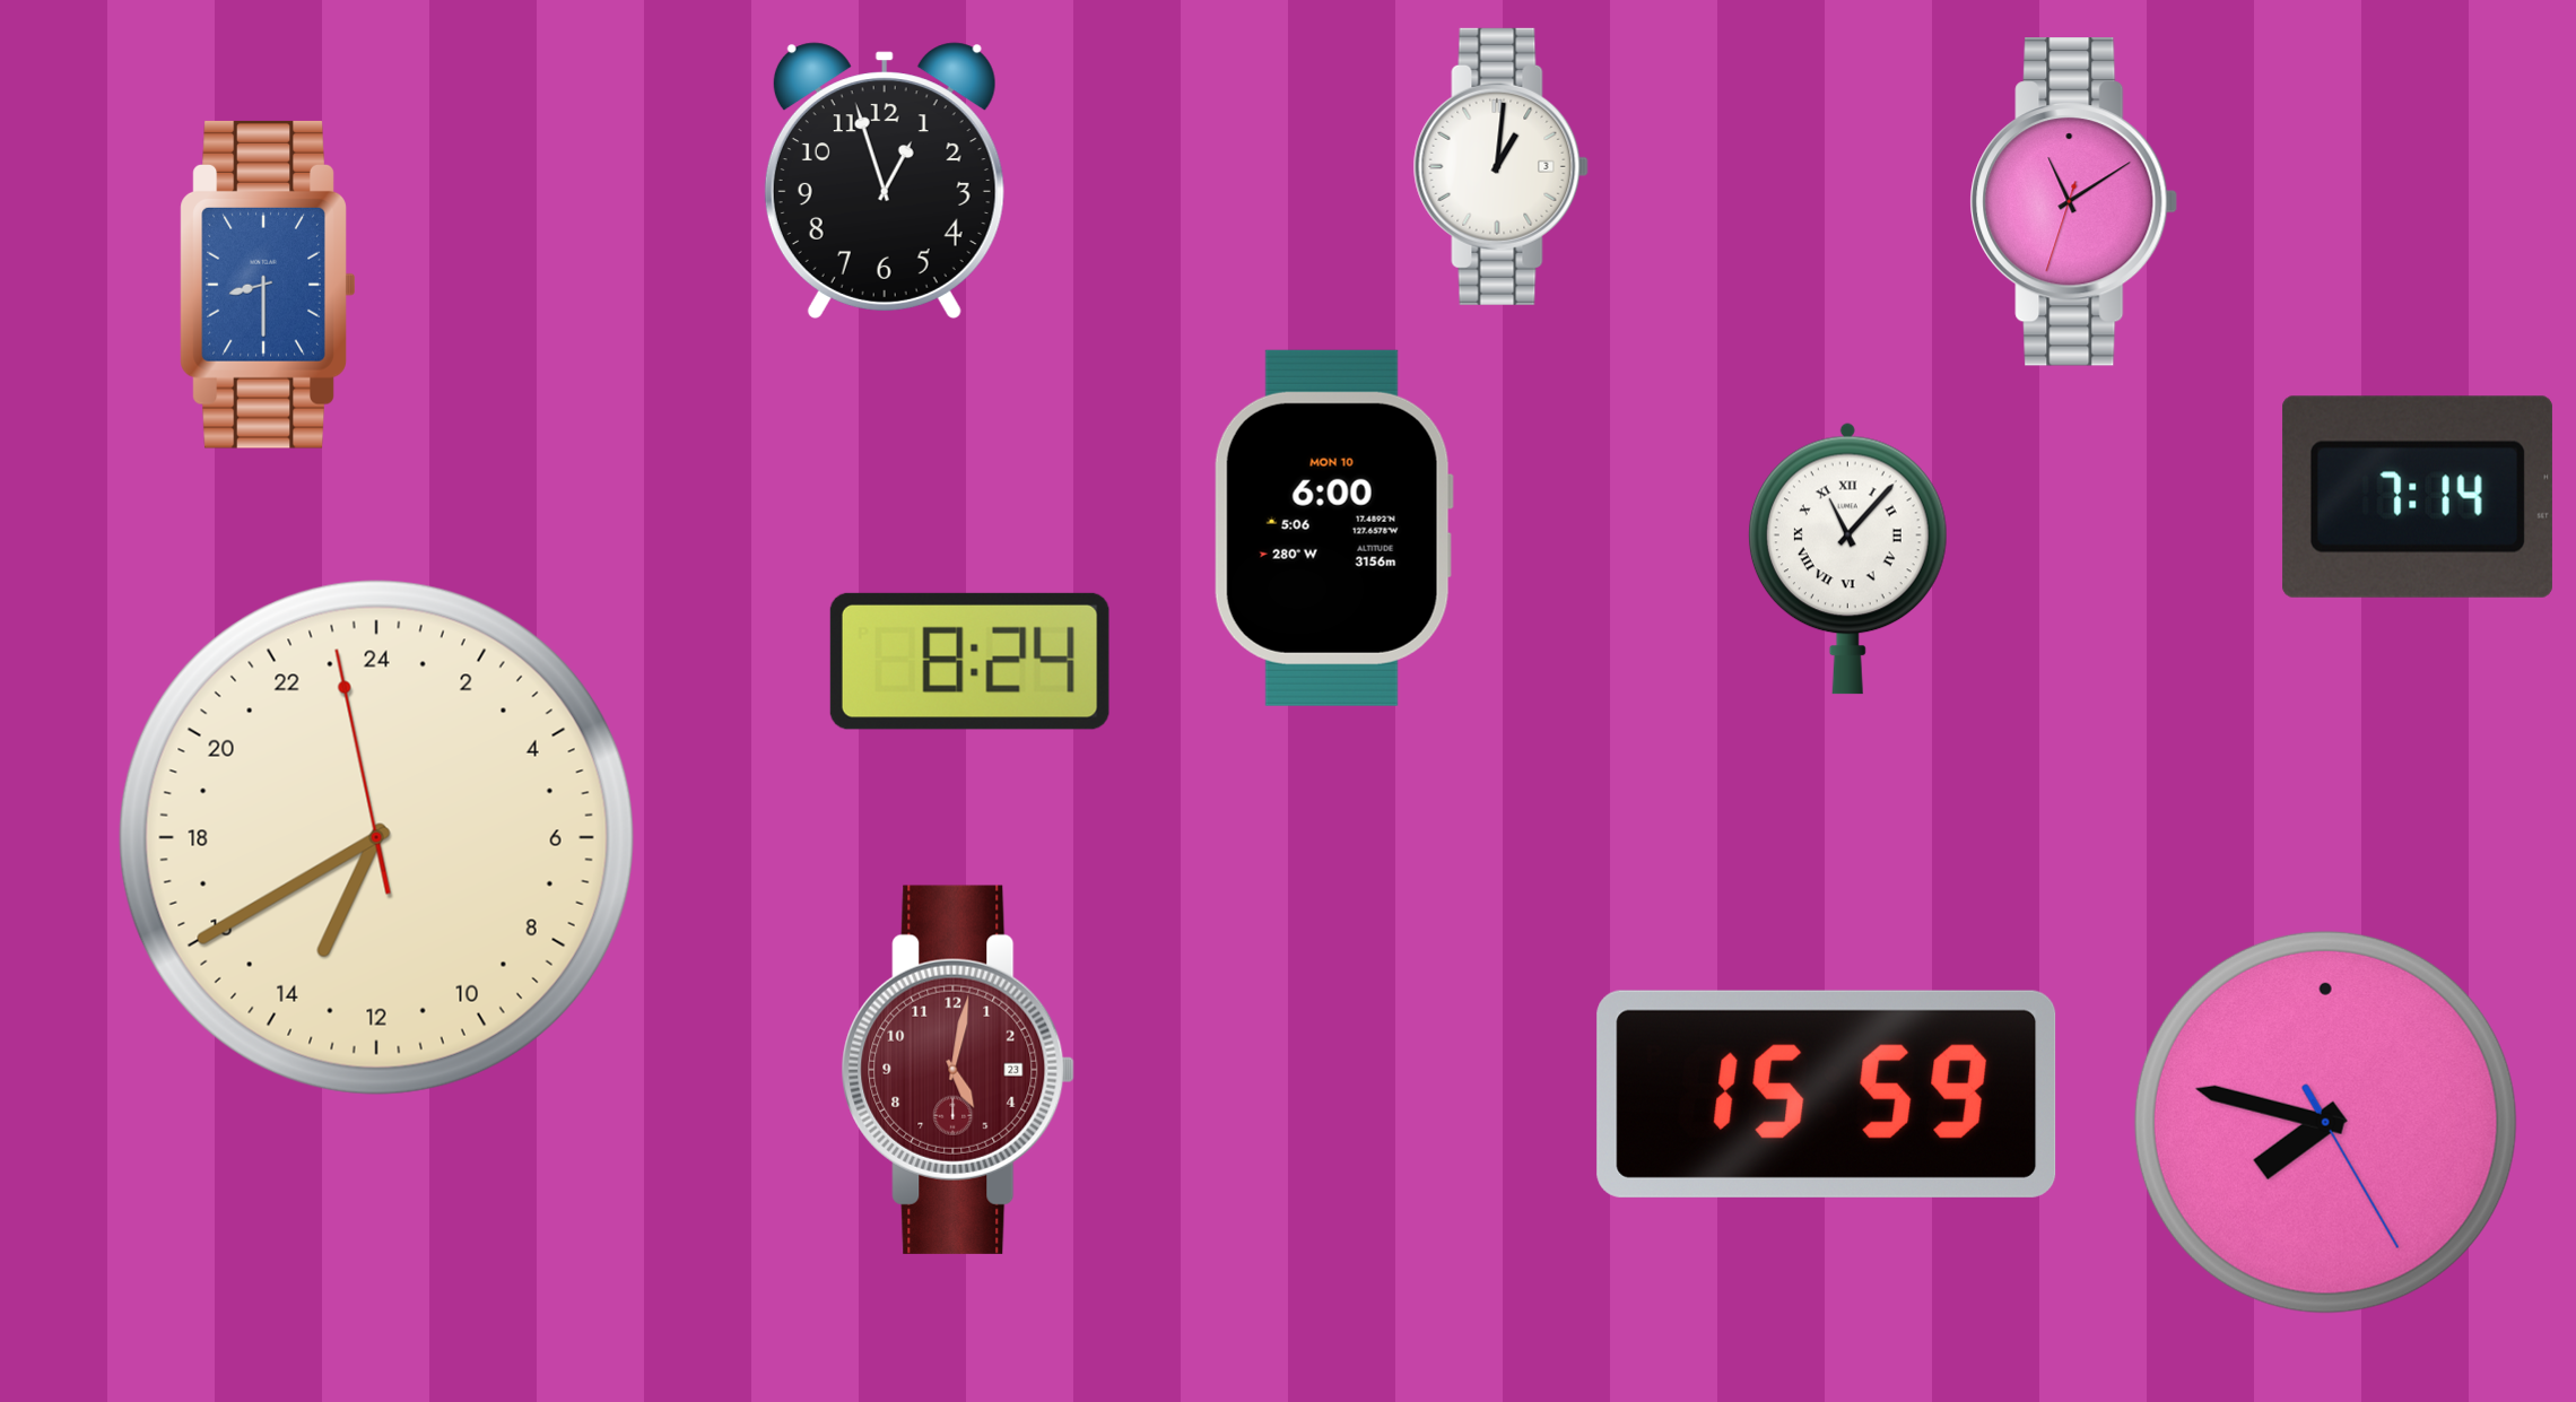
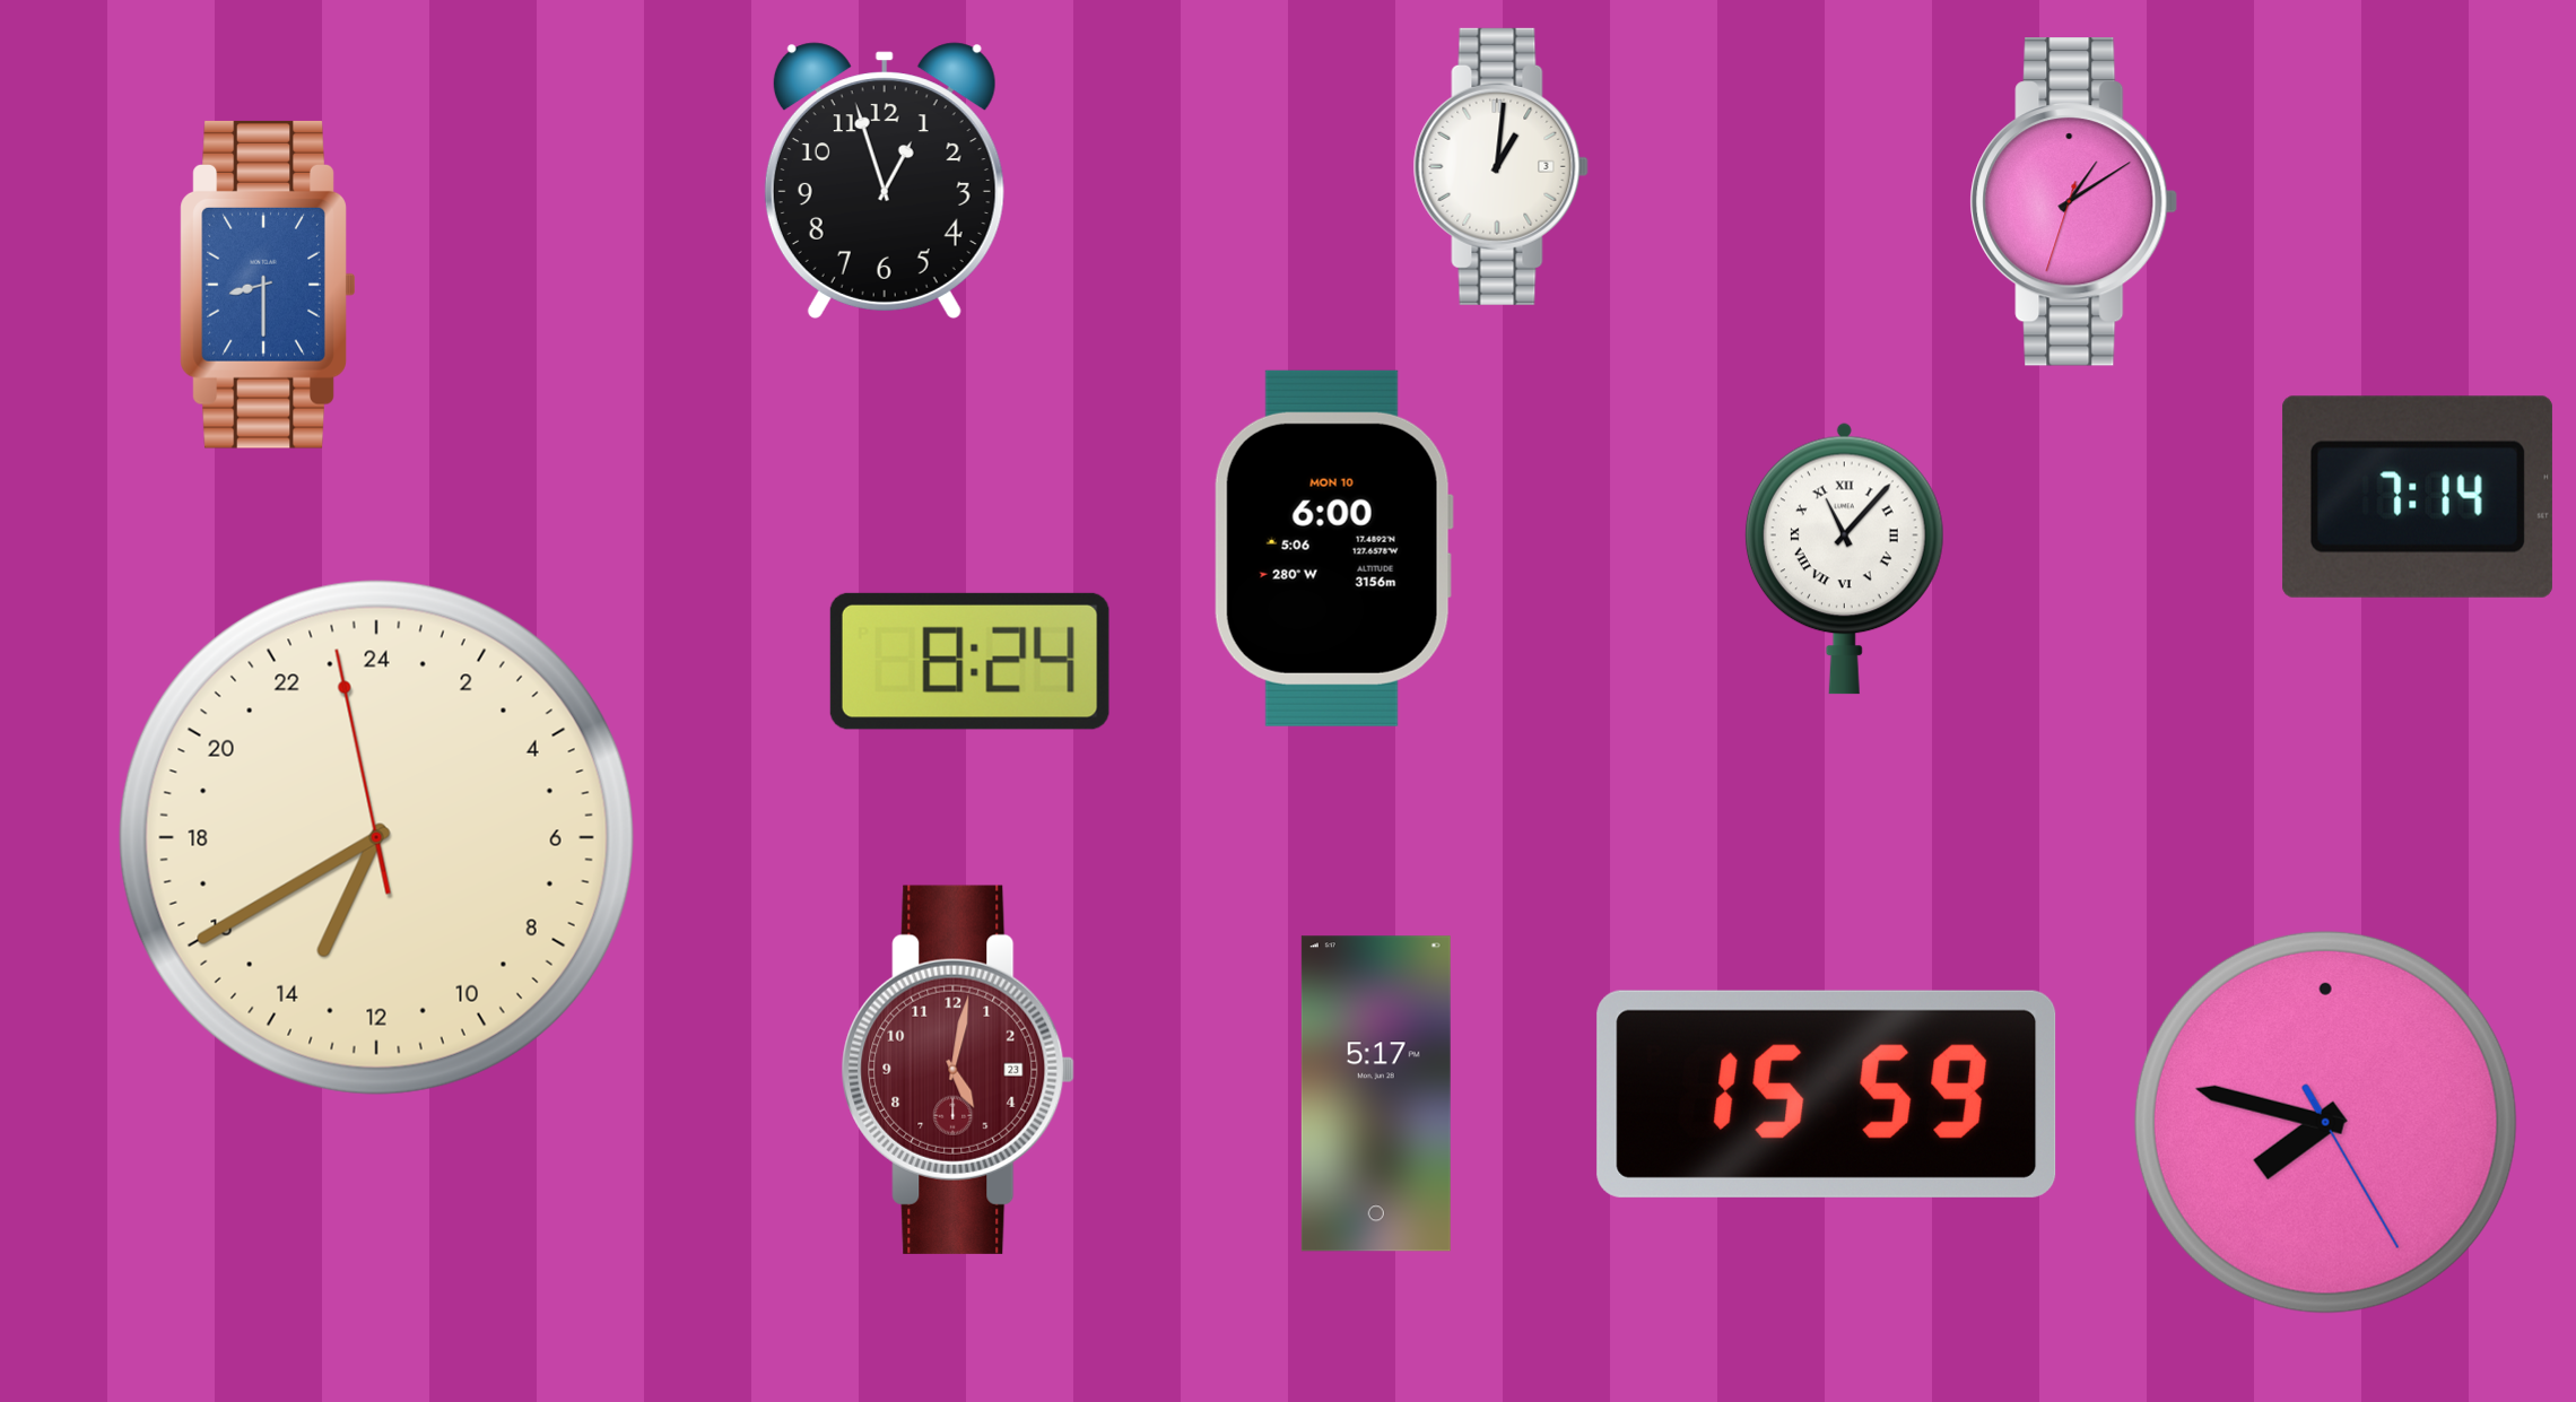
clock at (2074, 202): 11:09 -> 1:09
clock at (1333, 528) position: (1333, 528) -> (1333, 548)
clock at (1847, 558) position: (1847, 558) -> (1844, 558)
clock at (1376, 1094): none -> 5:17
